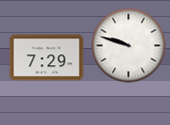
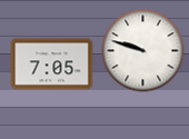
clock at (47, 58): 7:29 -> 7:05
